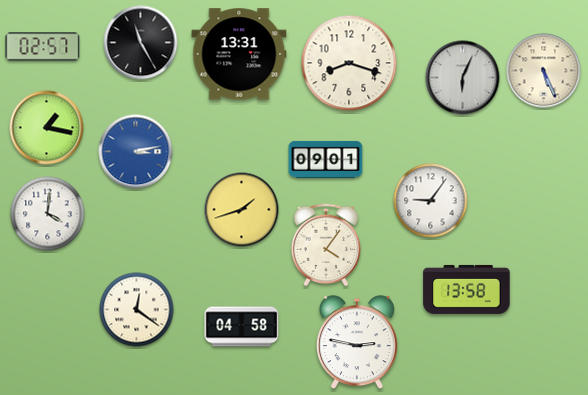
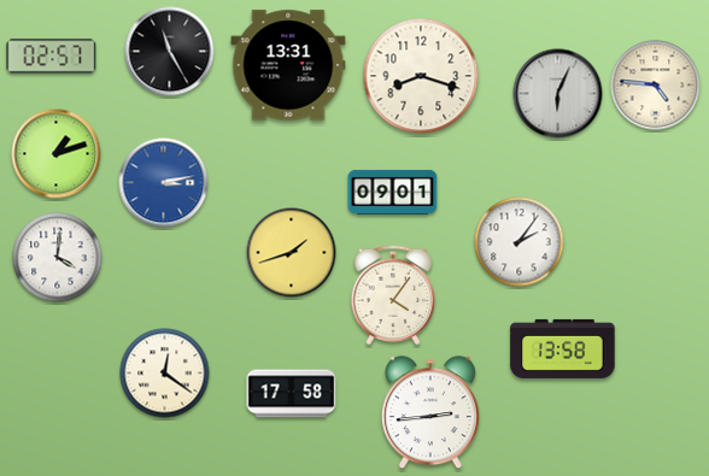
clock at (544, 71): 5:26 -> 4:46
clock at (47, 128): 1:17 -> 1:12
clock at (431, 201): 9:06 -> 2:06
clock at (242, 327): 04:58 -> 17:58
clock at (357, 343): 2:47 -> 2:44
